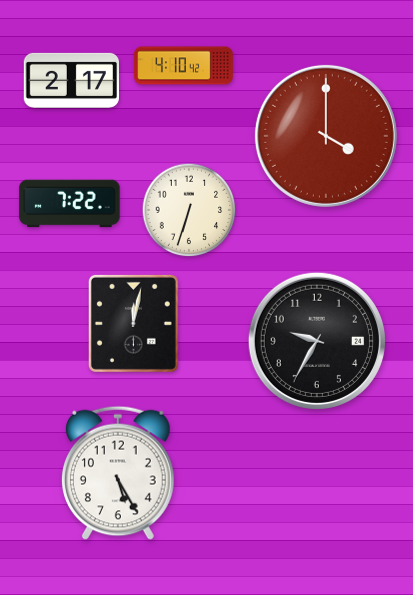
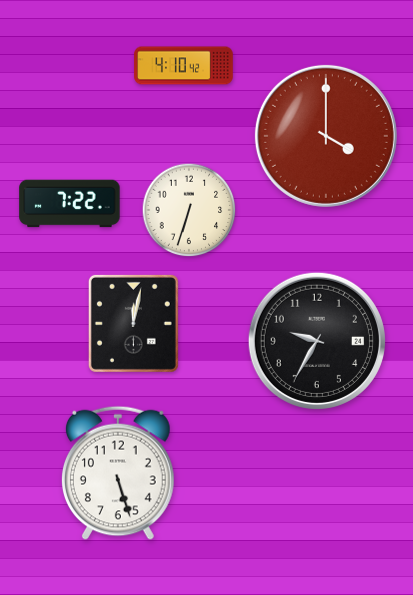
clock at (71, 80): 2:17 -> none
clock at (119, 473): 5:25 -> 5:27
